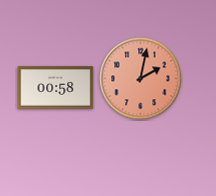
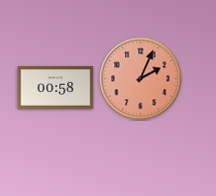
clock at (141, 79): 2:02 -> 2:04
